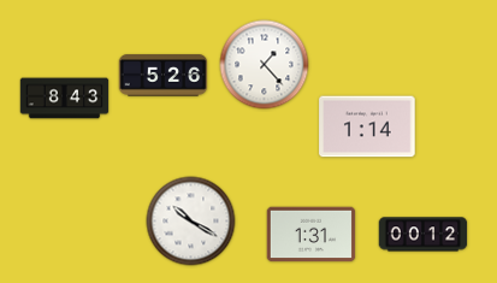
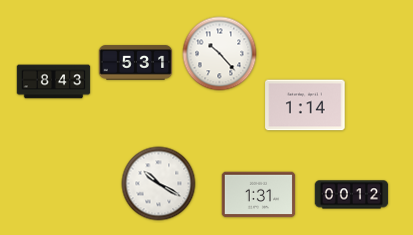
clock at (265, 65): 1:23 -> 10:23
clock at (164, 76): 5:26 -> 5:31
